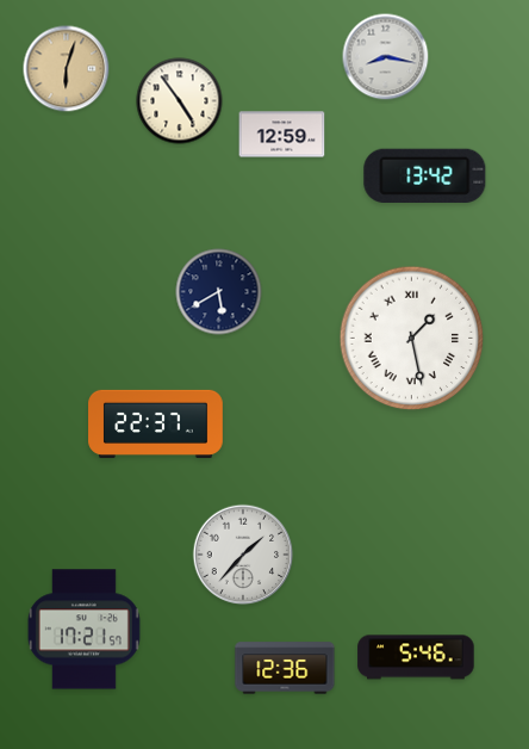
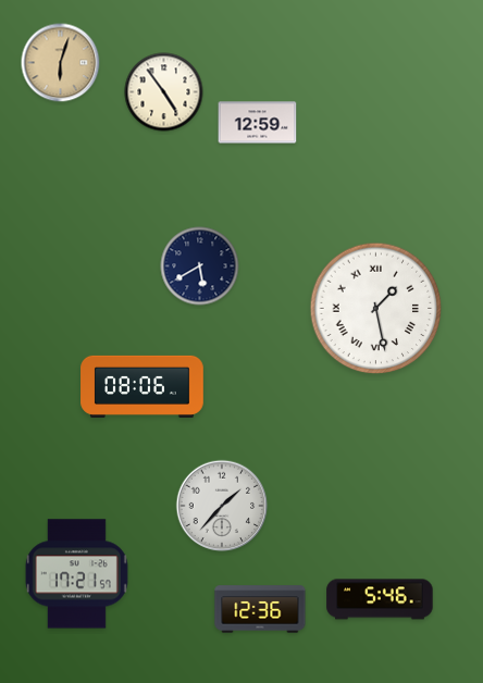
clock at (386, 57): 8:17 -> none
clock at (425, 175): 13:42 -> none
clock at (156, 423): 22:37 -> 08:06
